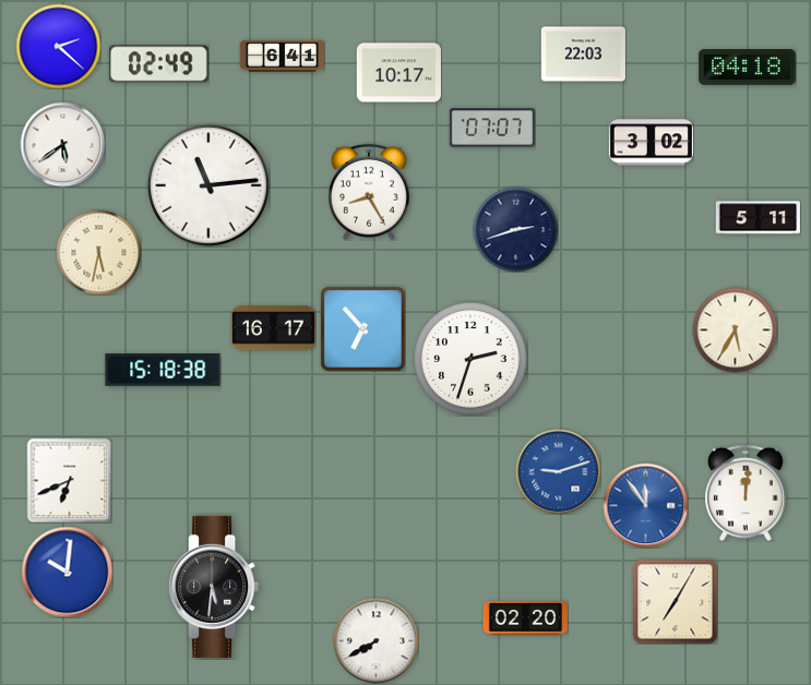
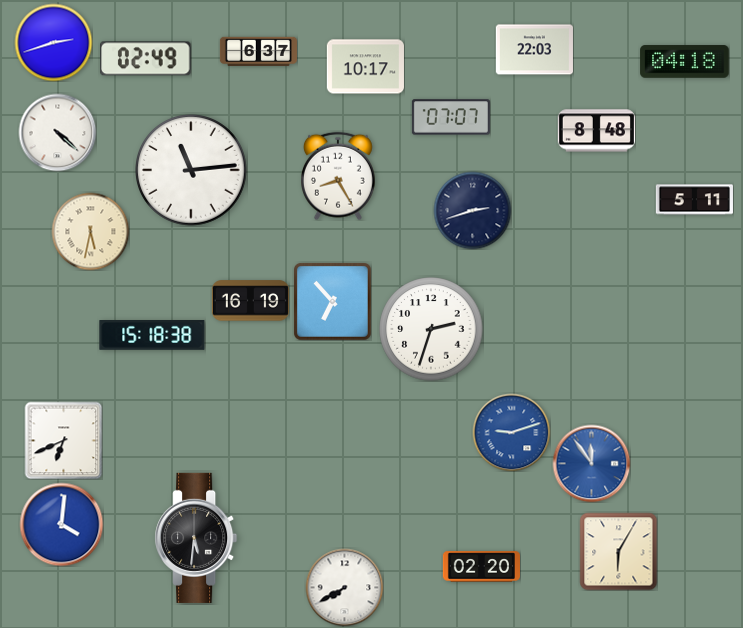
clock at (58, 46): 2:22 -> 2:42
clock at (282, 56): 6:41 -> 6:37
clock at (651, 143): 3:02 -> 8:48
clock at (62, 144): 5:39 -> 4:22
clock at (273, 328): 16:17 -> 16:19
clock at (735, 329): 5:35 -> none
clock at (163, 371) position: (163, 371) -> (152, 336)
clock at (747, 493): 12:01 -> none
clock at (67, 572): 10:01 -> 4:01
clock at (675, 601): 7:05 -> 6:05
